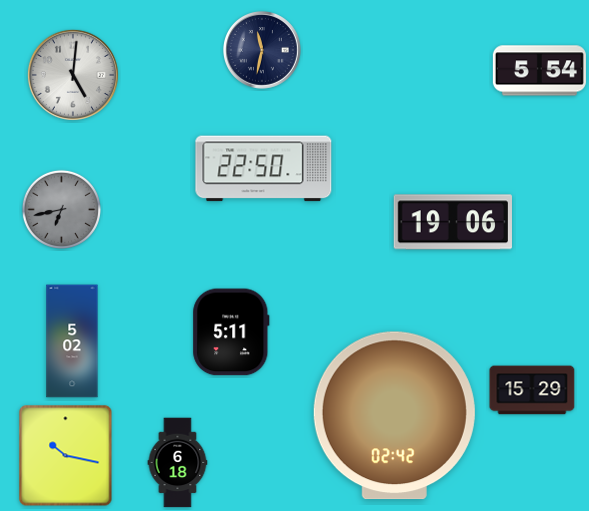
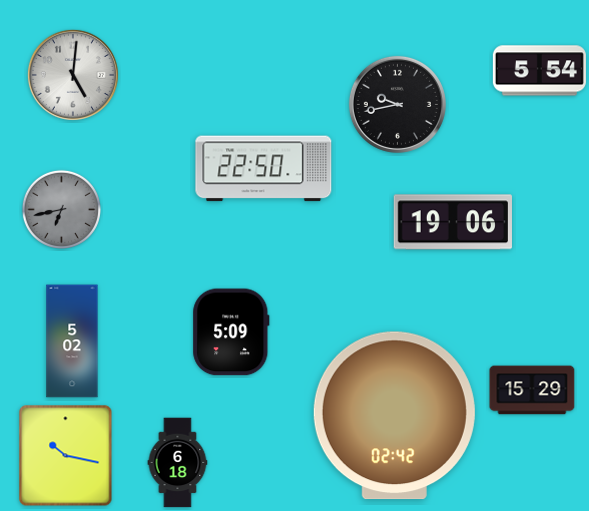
clock at (263, 51): 11:32 -> none
clock at (397, 104): none -> 9:43
clock at (231, 332): 5:11 -> 5:09
